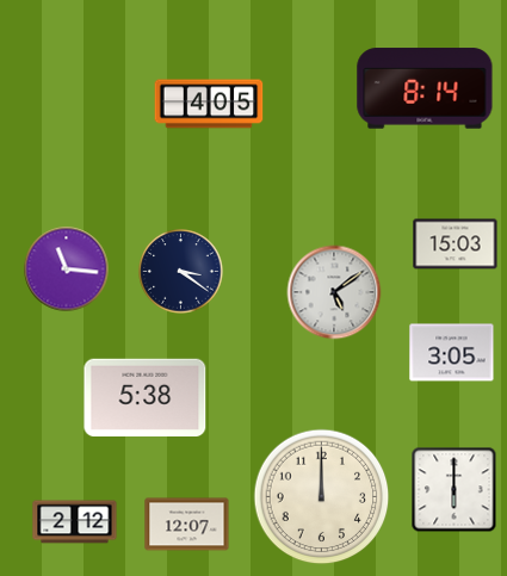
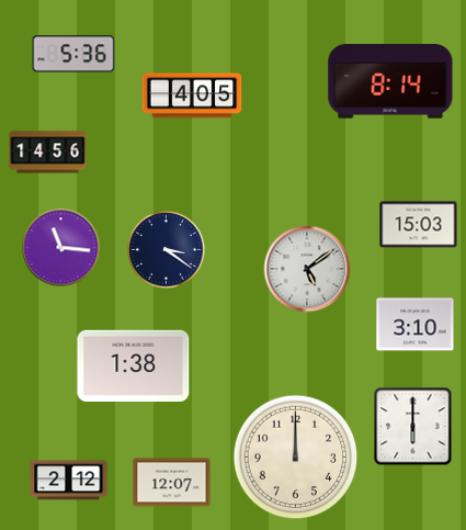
clock at (73, 54): none -> 5:36
clock at (48, 153): none -> 14:56
clock at (452, 353): 3:05 -> 3:10
clock at (146, 397): 5:38 -> 1:38
clock at (455, 490) position: (455, 490) -> (413, 427)
